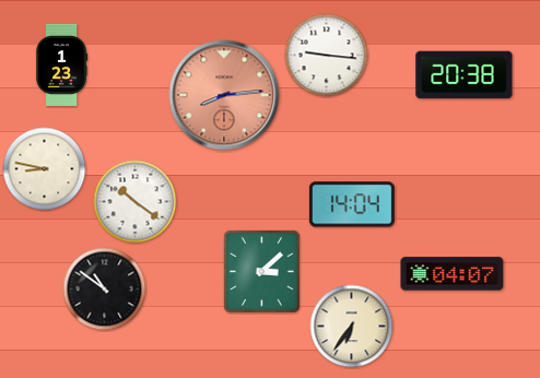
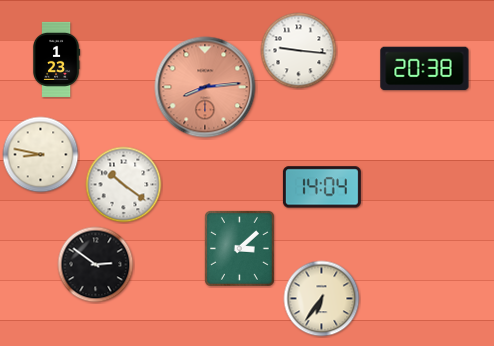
clock at (453, 274): 04:07 -> none
clock at (105, 290): 10:51 -> 2:51
